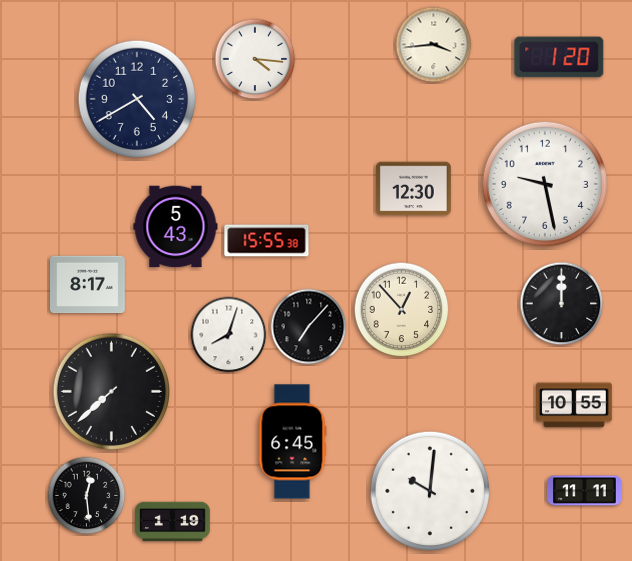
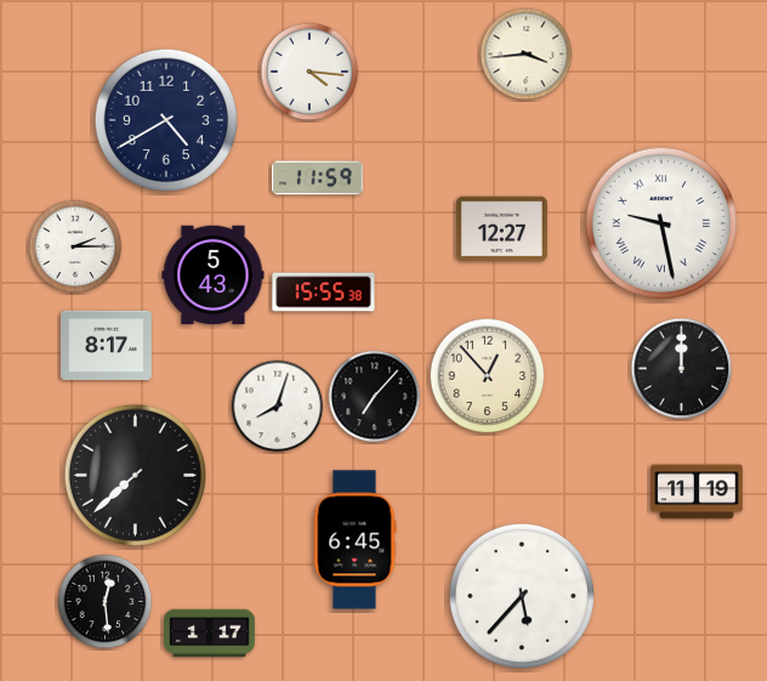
clock at (559, 57): 1:20 -> none
clock at (318, 178): none -> 11:59
clock at (545, 184) numerals: Arabic -> Roman
clock at (414, 189): 12:30 -> 12:27
clock at (75, 246): none -> 2:15
clock at (574, 405): 10:55 -> 11:19
clock at (292, 442) position: (292, 442) -> (354, 540)
clock at (430, 491): 10:01 -> 5:37
clock at (585, 491): 11:11 -> none
clock at (173, 522): 1:19 -> 1:17
